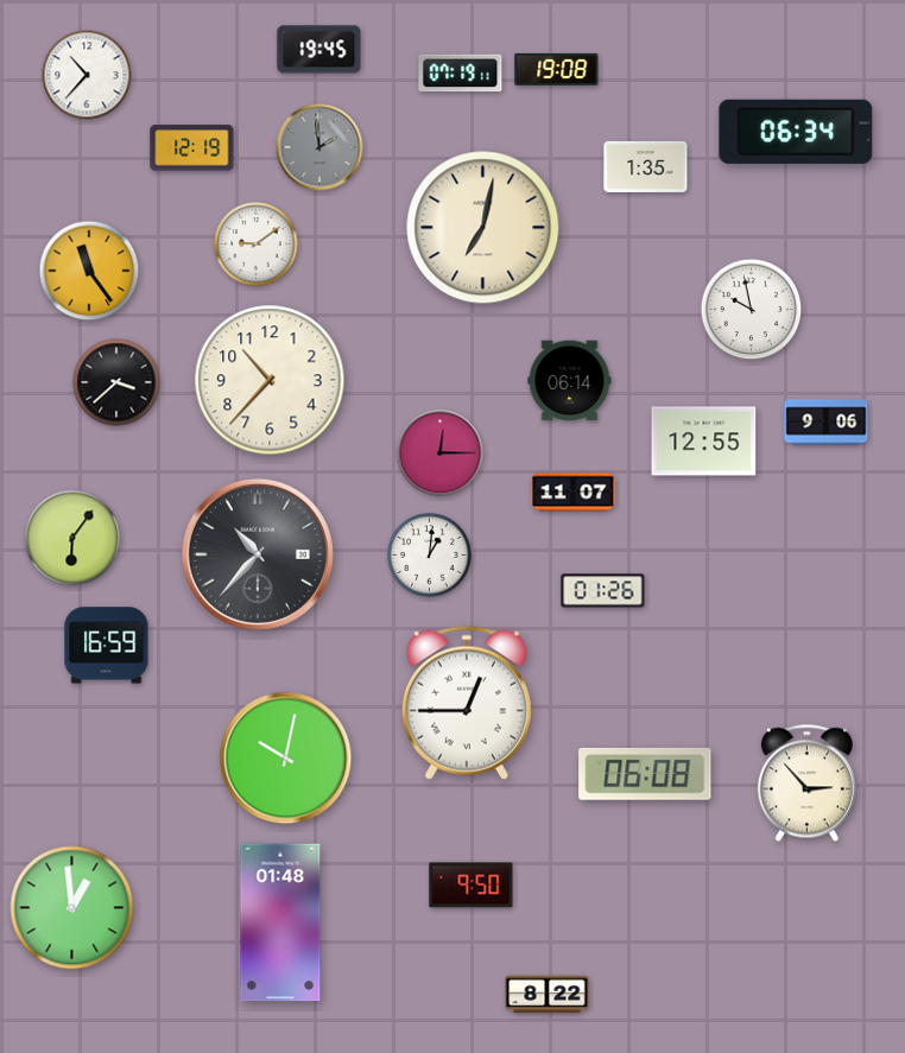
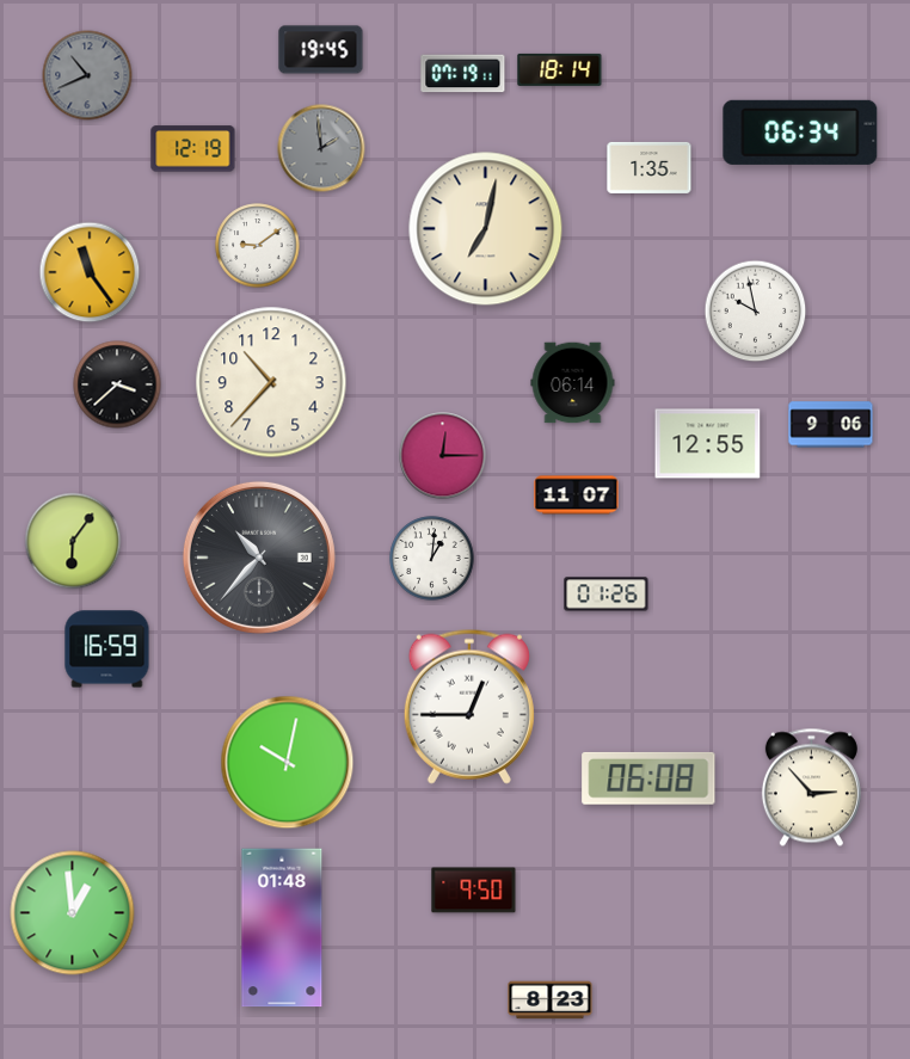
clock at (557, 69): 19:08 -> 18:14
clock at (87, 75): 10:37 -> 10:41
clock at (87, 75) dial: white -> grey
clock at (548, 995): 8:22 -> 8:23
